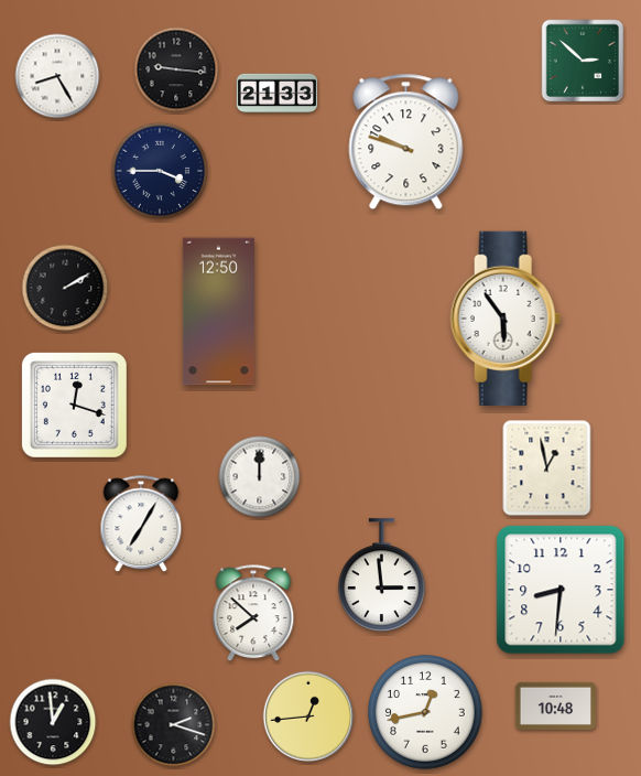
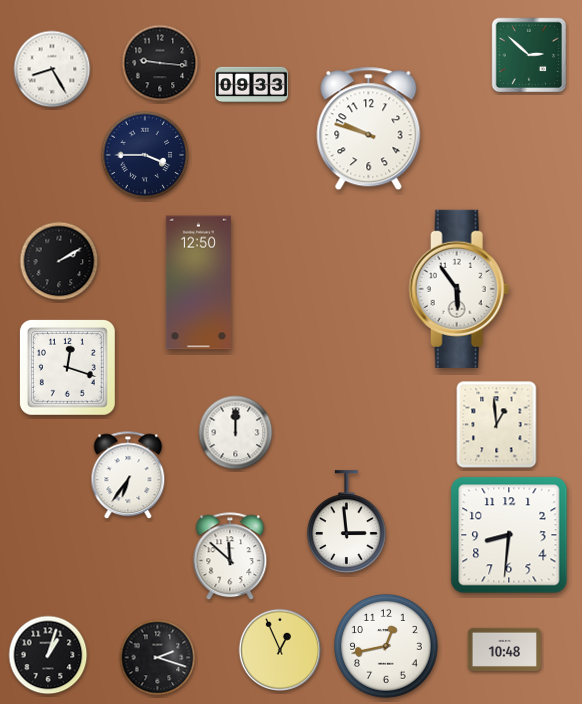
clock at (276, 94): 21:33 -> 09:33
clock at (547, 468): 12:58 -> 12:59
clock at (141, 525): 7:05 -> 6:36
clock at (253, 614): 7:52 -> 11:52
clock at (555, 705) position: (555, 705) -> (504, 649)
clock at (308, 716): 12:44 -> 12:56
clock at (53, 722): 12:59 -> 1:03
